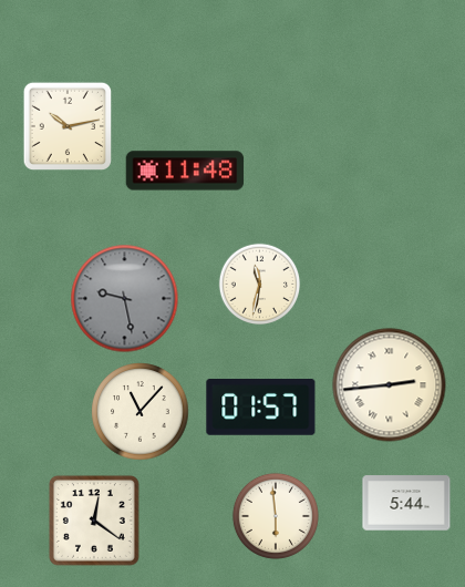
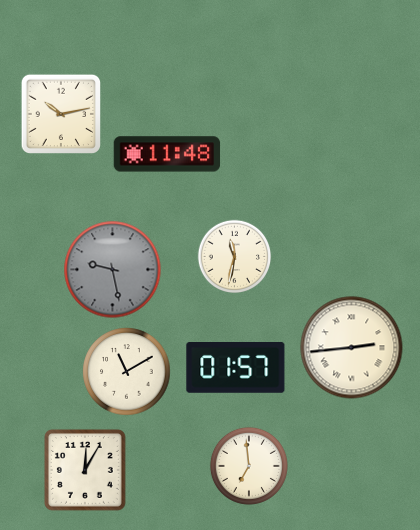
clock at (141, 412): 11:07 -> 11:10
clock at (406, 503): 5:44 -> none
clock at (276, 516): 5:59 -> 6:59
clock at (94, 521): 12:21 -> 12:05
